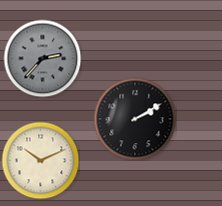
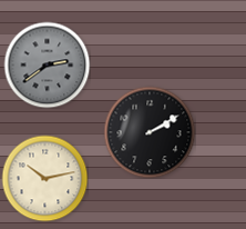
clock at (42, 58): 2:37 -> 2:39
clock at (40, 160): 10:11 -> 10:13
